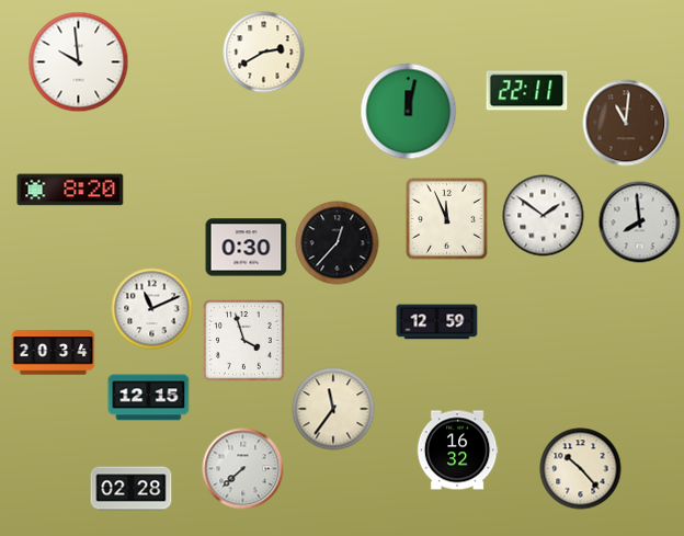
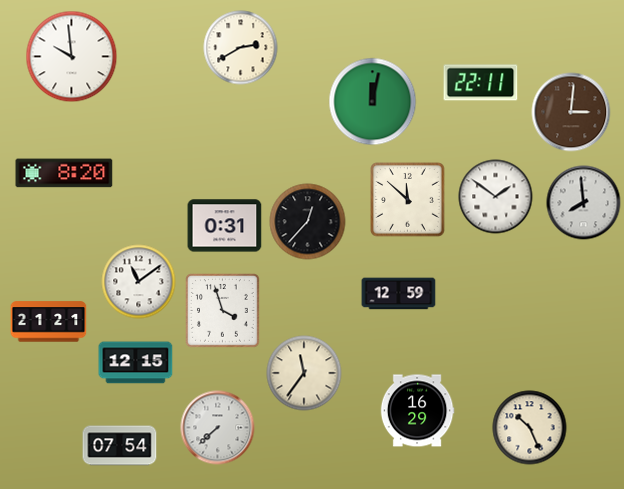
clock at (626, 123): 11:01 -> 3:01
clock at (447, 219): 11:56 -> 11:52
clock at (247, 248): 0:30 -> 0:31
clock at (152, 309): 11:11 -> 11:09
clock at (54, 353): 20:34 -> 21:21
clock at (457, 451): 16:32 -> 16:29
clock at (243, 469) position: (243, 469) -> (218, 428)
clock at (581, 469): 10:23 -> 10:26
clock at (132, 489): 02:28 -> 07:54
